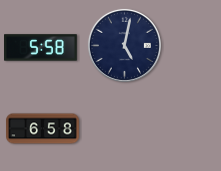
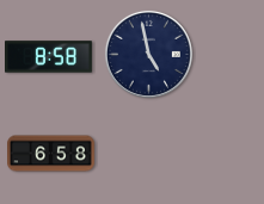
clock at (124, 45): 5:02 -> 4:58
clock at (41, 48): 5:58 -> 8:58
